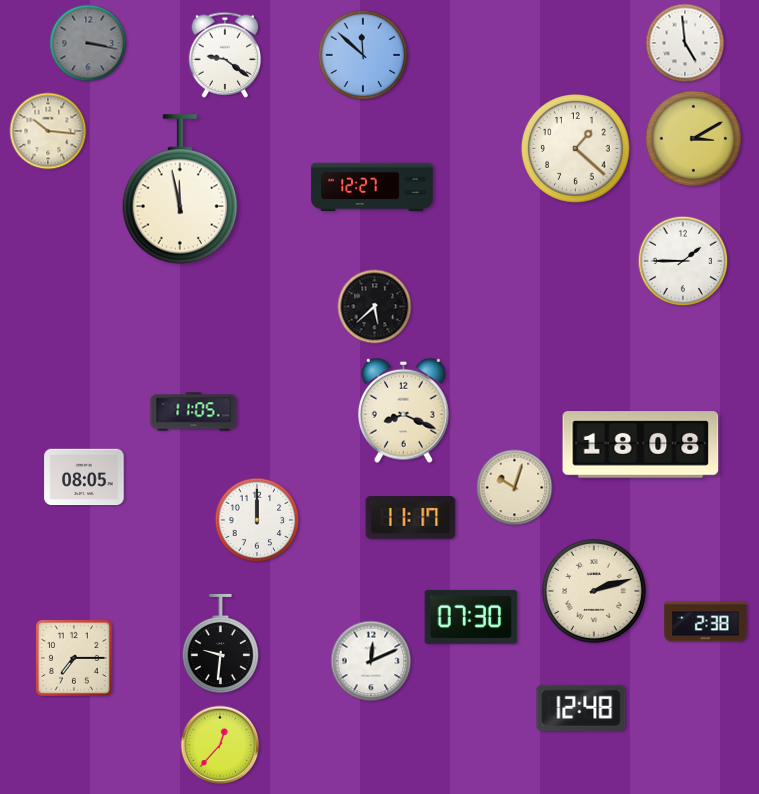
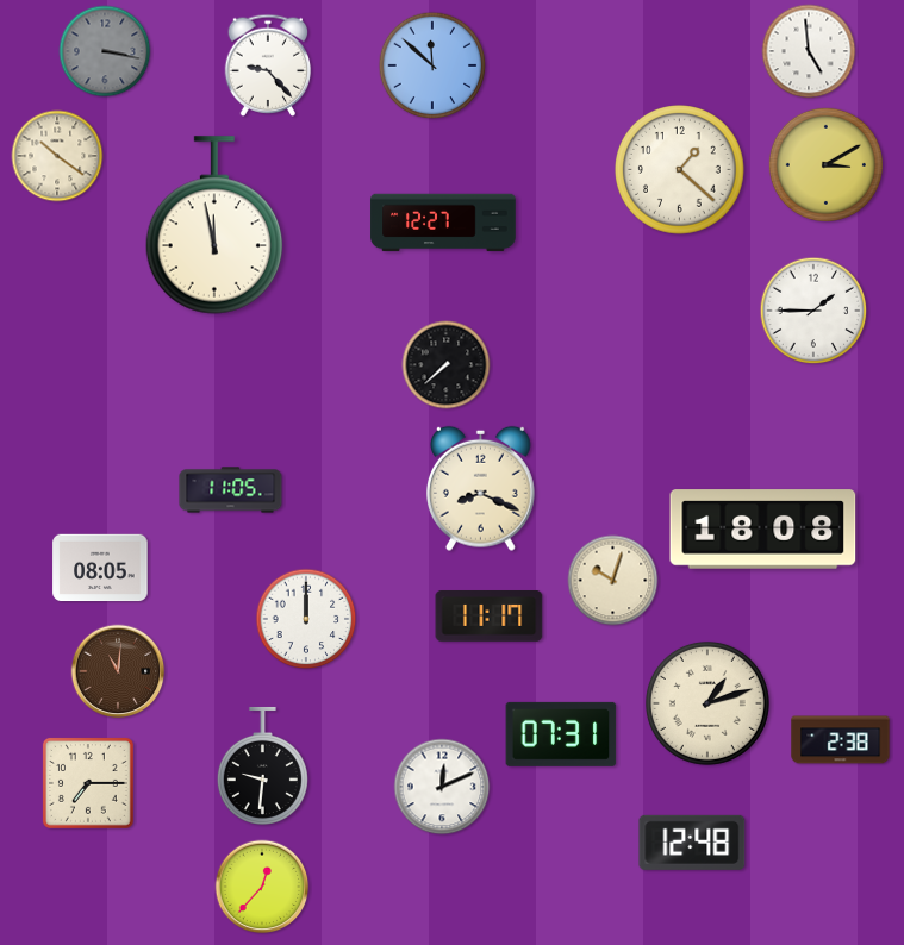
clock at (685, 43) position: (685, 43) -> (809, 51)
clock at (225, 55): 9:21 -> 9:23
clock at (48, 131): 10:16 -> 10:21
clock at (576, 149) position: (576, 149) -> (680, 170)
clock at (375, 307): 5:38 -> 7:38
clock at (118, 671): none -> 11:01
clock at (594, 591): 2:12 -> 1:12
clock at (471, 617): 07:30 -> 07:31
